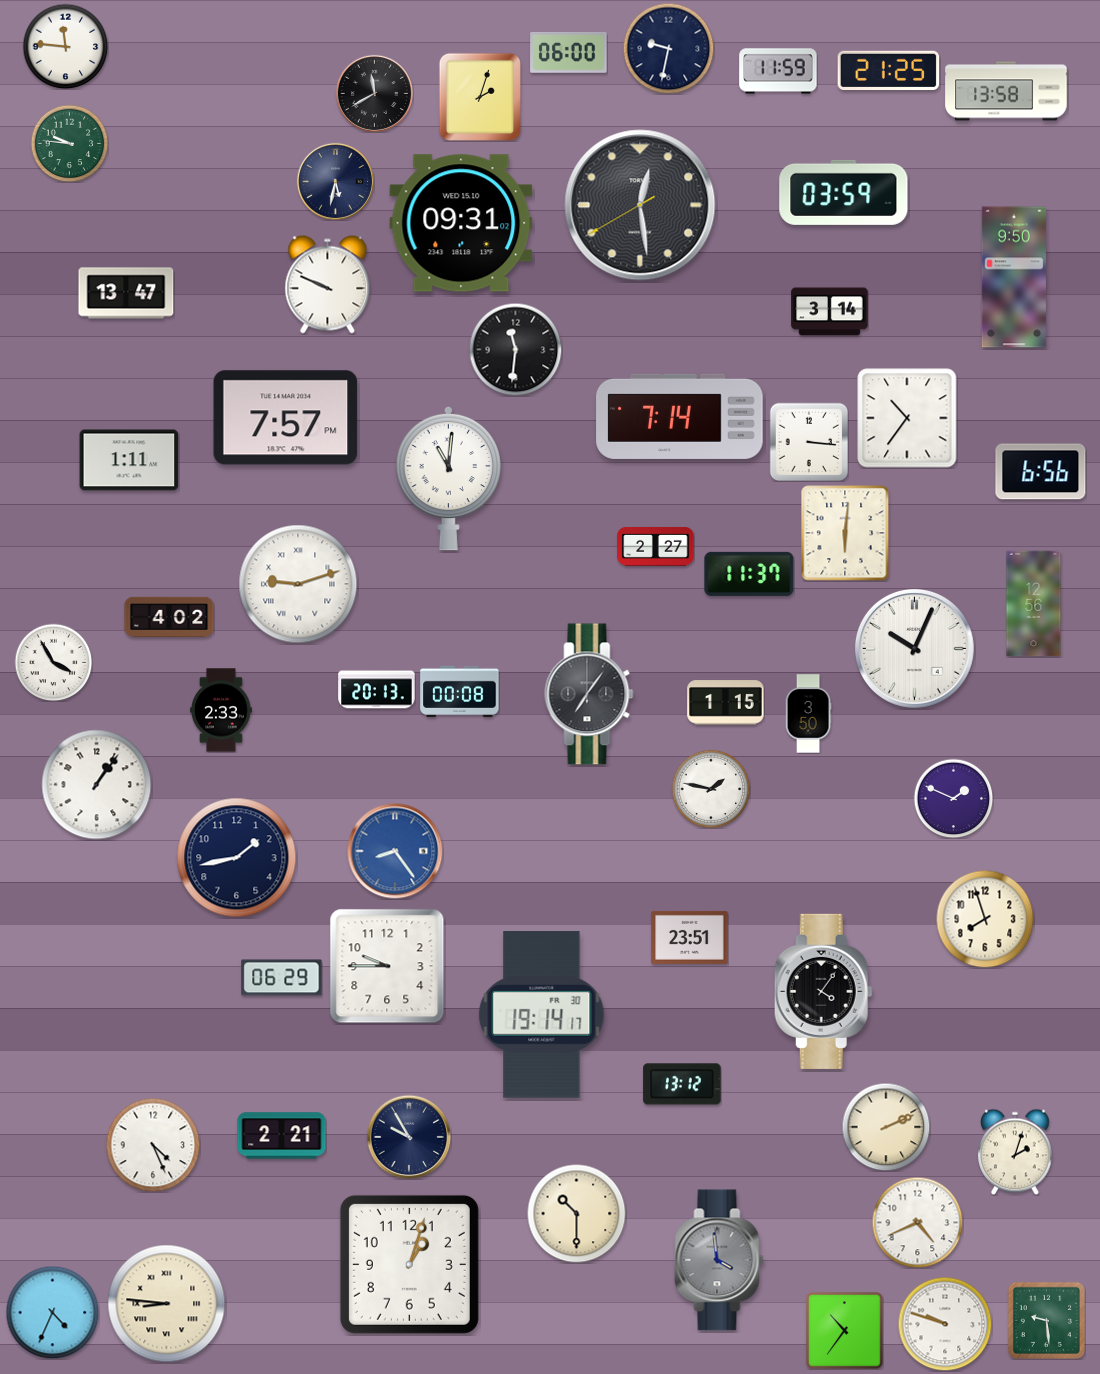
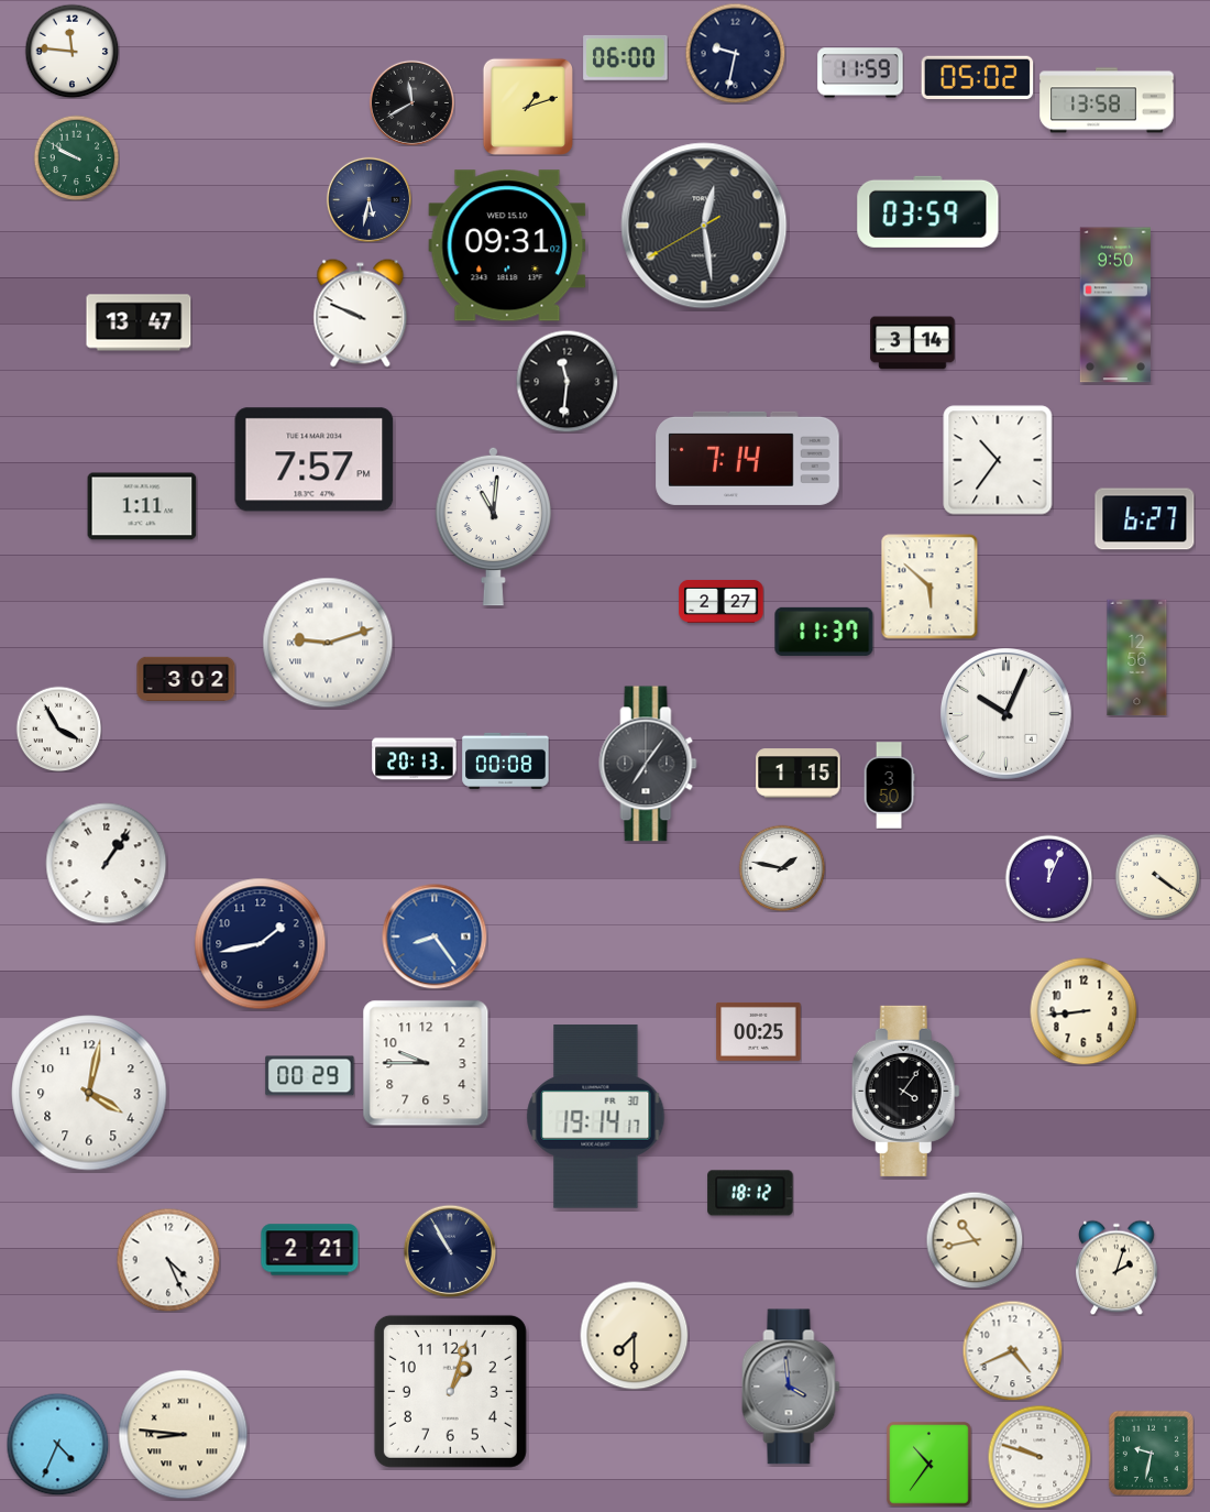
clock at (889, 70): 21:25 -> 05:02
clock at (778, 71) position: (778, 71) -> (860, 73)
clock at (480, 97): 2:03 -> 1:12
clock at (69, 143): 9:46 -> 9:50
clock at (515, 349) position: (515, 349) -> (566, 381)
clock at (809, 442): 3:16 -> none
clock at (1041, 472): 6:56 -> 6:27
clock at (845, 533): 6:01 -> 5:52
clock at (1034, 604) position: (1034, 604) -> (1137, 658)
clock at (169, 617): 4:02 -> 3:02
clock at (222, 710): 2:33 -> none
clock at (1157, 876): none -> 4:21
clock at (953, 798): 1:49 -> 12:04
clock at (985, 919): 7:57 -> 8:44
clock at (690, 937): 23:51 -> 00:25
clock at (282, 978): 06:29 -> 00:29
clock at (89, 1093): none -> 4:02
clock at (682, 1084): 13:12 -> 18:12
clock at (886, 1127): 2:11 -> 10:43
clock at (409, 1137): 9:55 -> 10:55
clock at (577, 1214): 10:30 -> 7:30
clock at (917, 1222) position: (917, 1222) -> (1012, 1350)
clock at (1046, 1320): 9:29 -> 9:32
